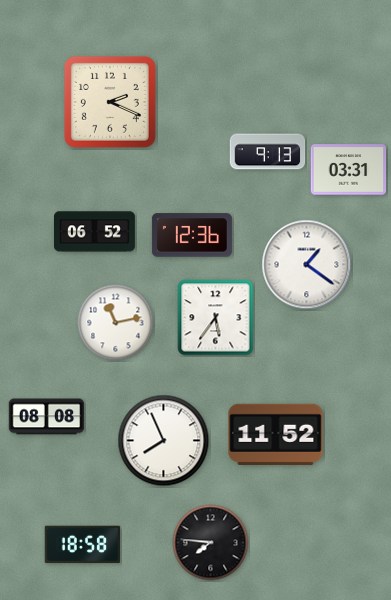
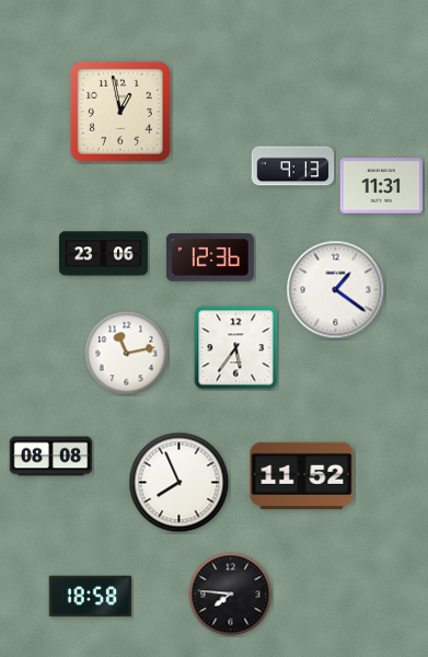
clock at (110, 102): 2:19 -> 12:58
clock at (349, 170): 03:31 -> 11:31
clock at (94, 232): 06:52 -> 23:06
